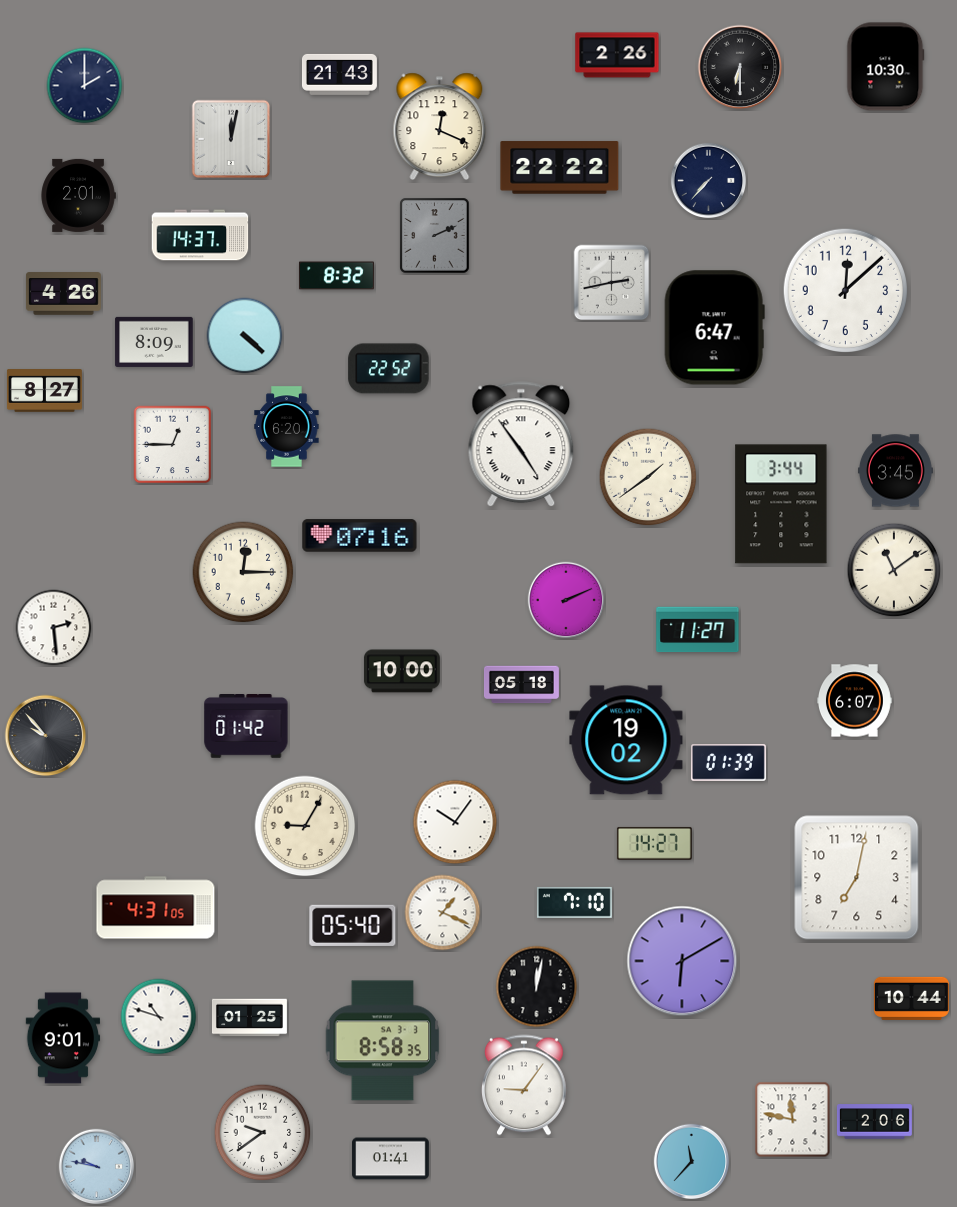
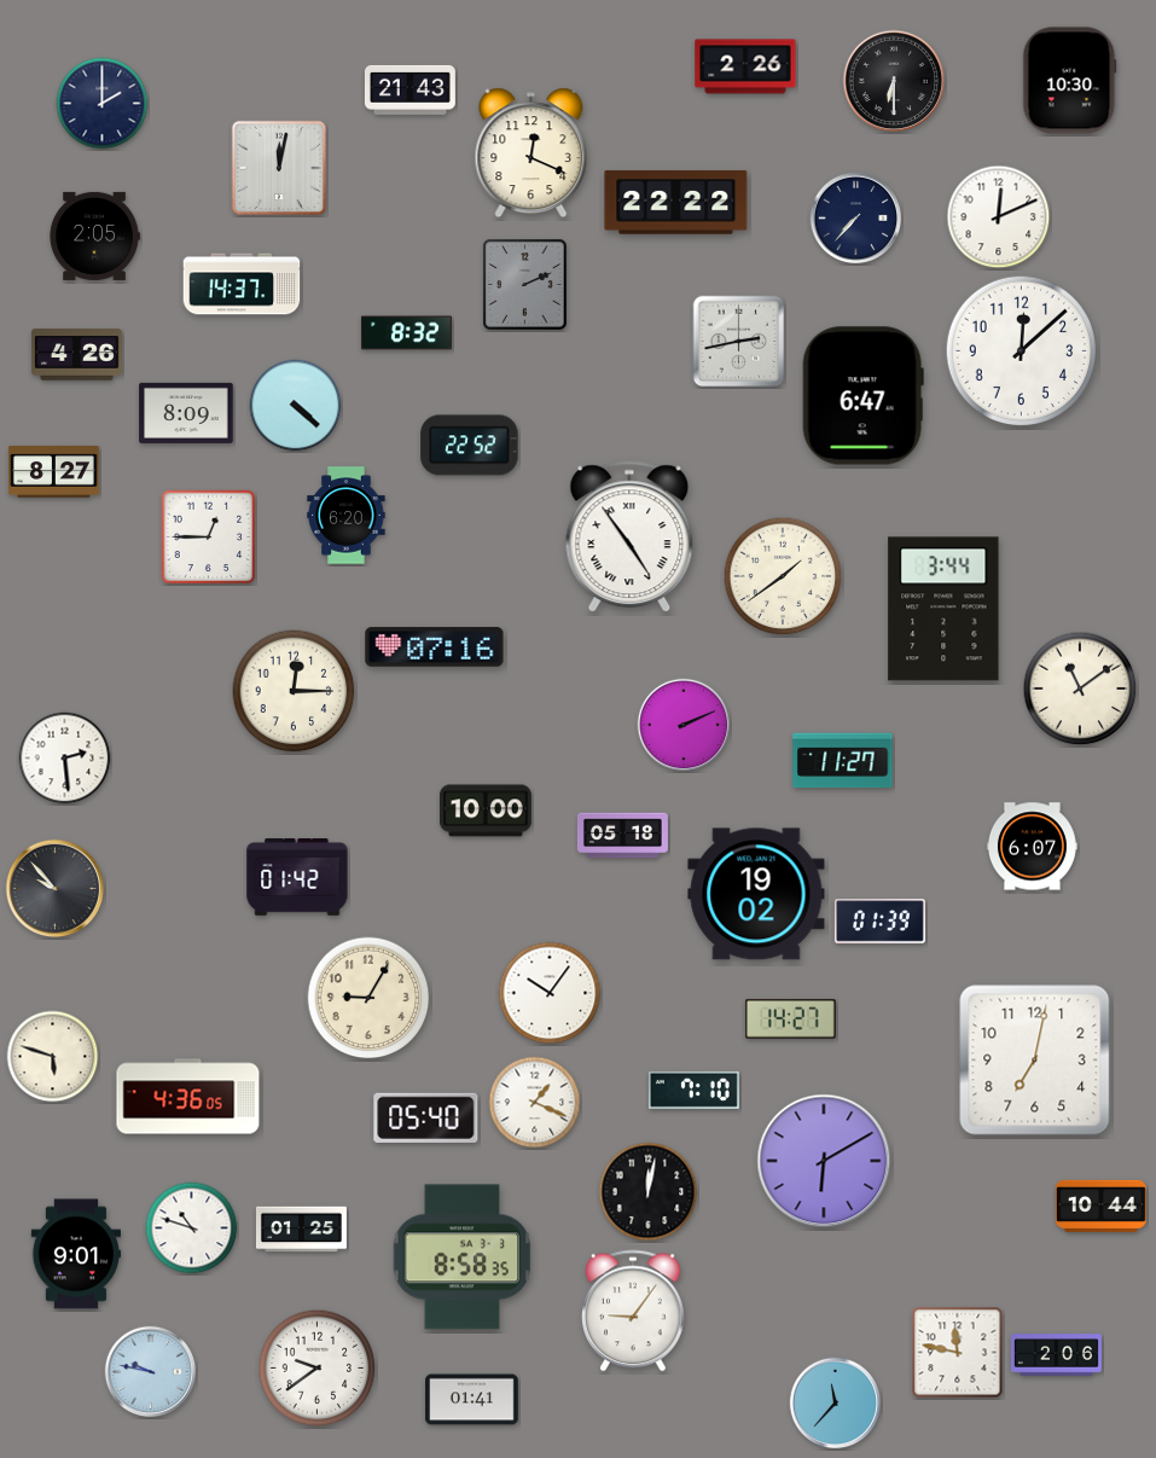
clock at (999, 217): none -> 12:11
clock at (78, 195): 2:01 -> 2:05
clock at (895, 471): 3:45 -> none
clock at (521, 685) position: (521, 685) -> (622, 836)
clock at (53, 1057): none -> 5:48
clock at (156, 908): 4:31 -> 4:36
clock at (97, 1167) position: (97, 1167) -> (151, 1372)
